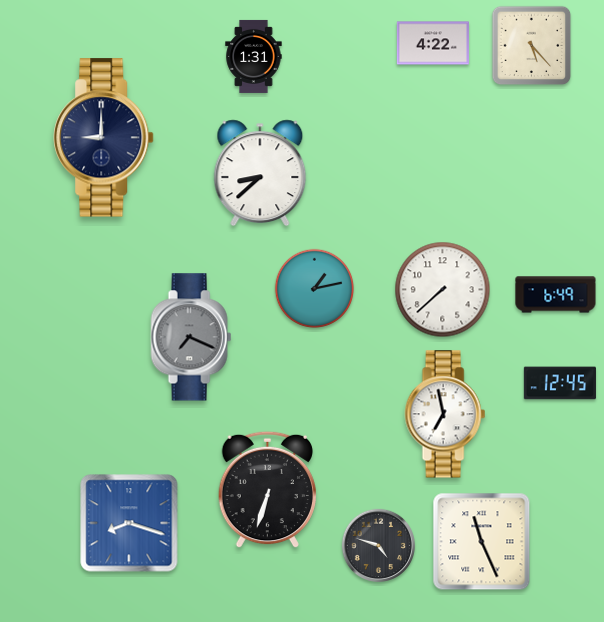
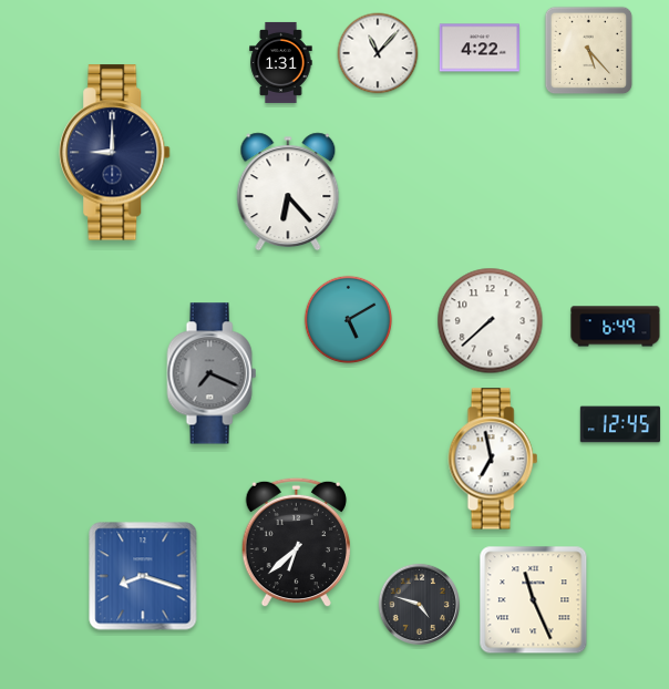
clock at (378, 53): none -> 11:07
clock at (260, 173): 8:38 -> 6:23
clock at (315, 289): 1:13 -> 5:10
clock at (267, 490): 6:33 -> 6:38
clock at (129, 523) position: (129, 523) -> (143, 576)
